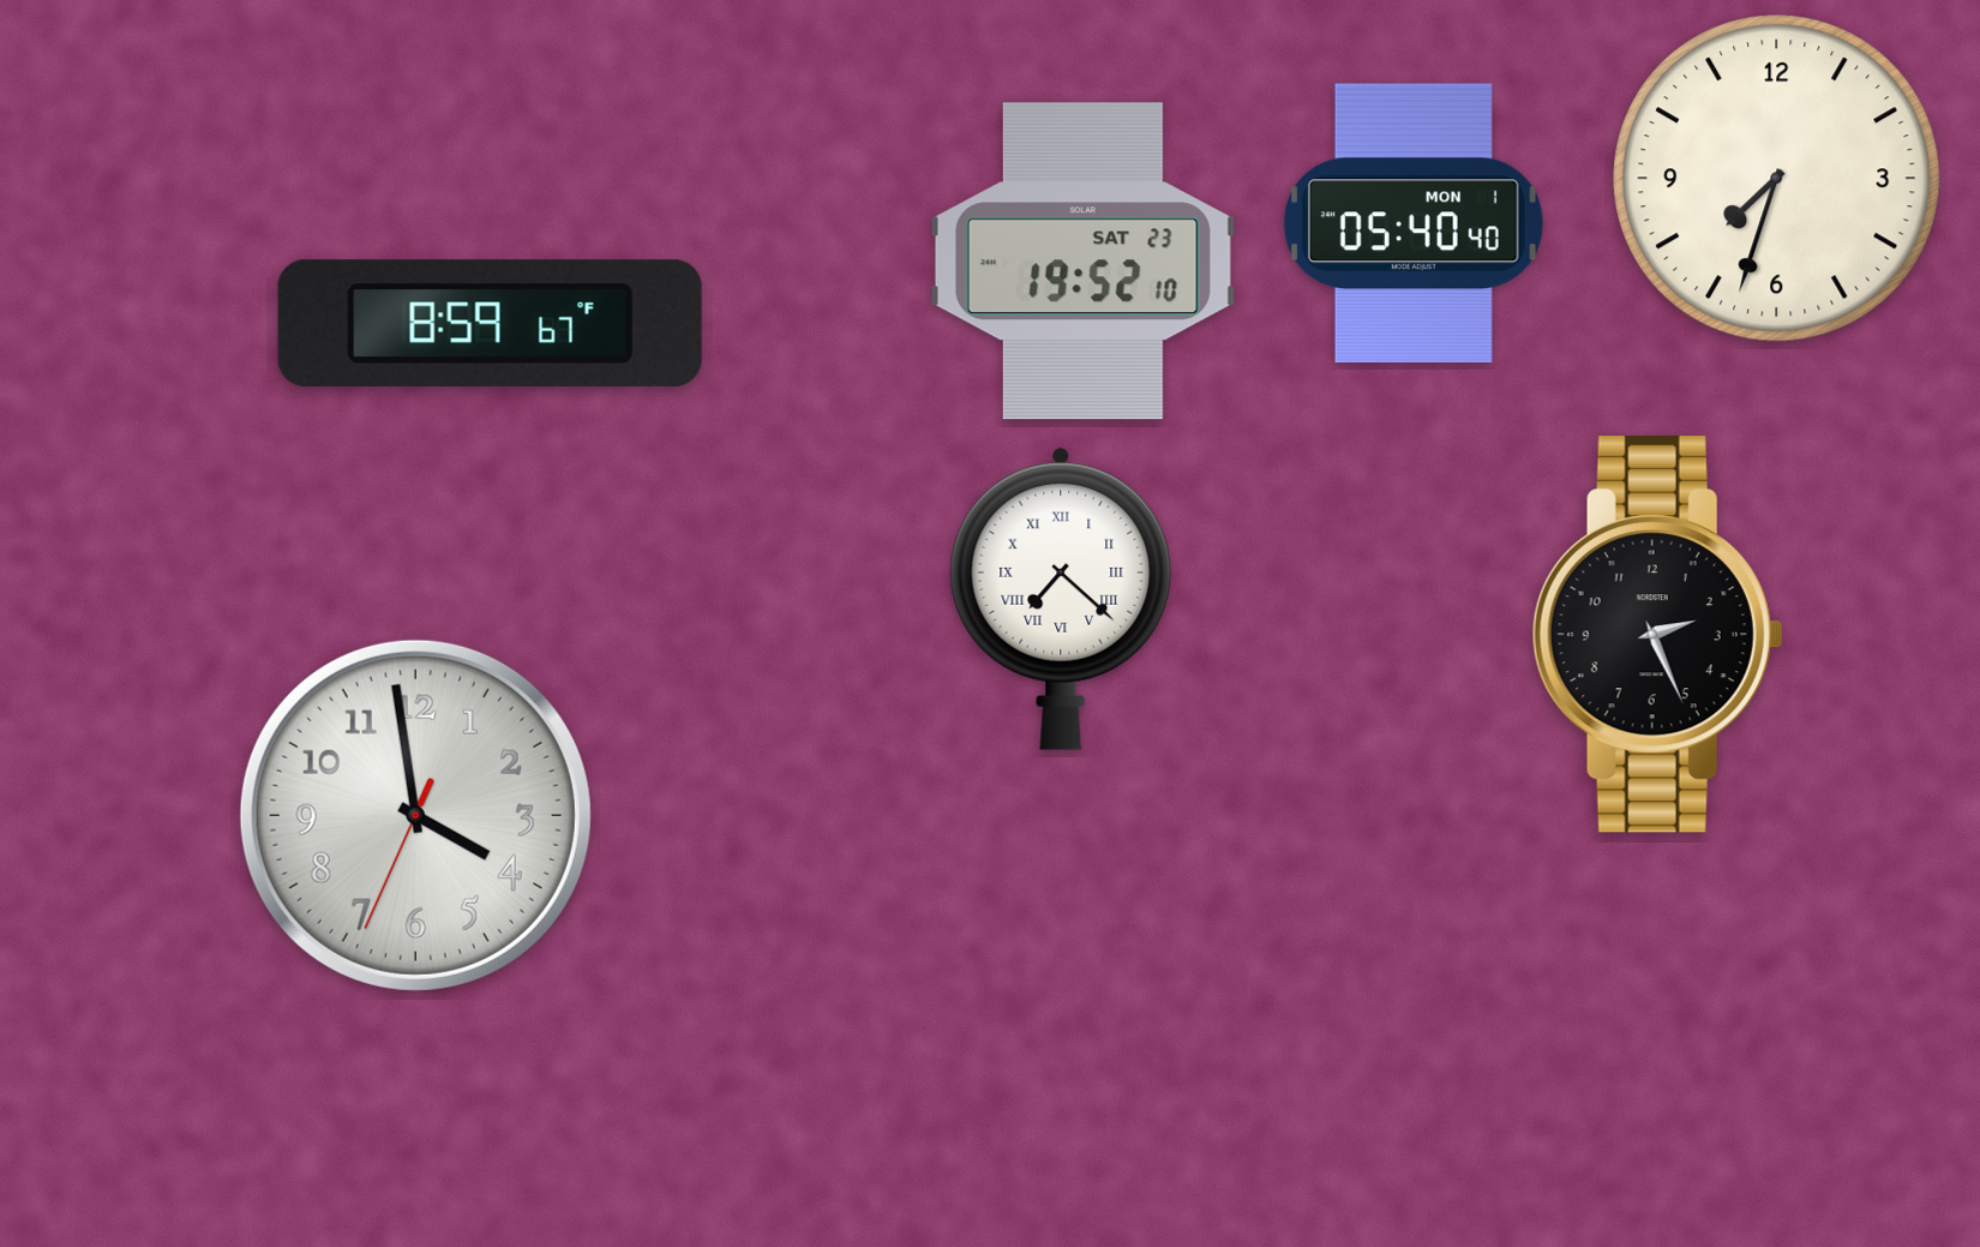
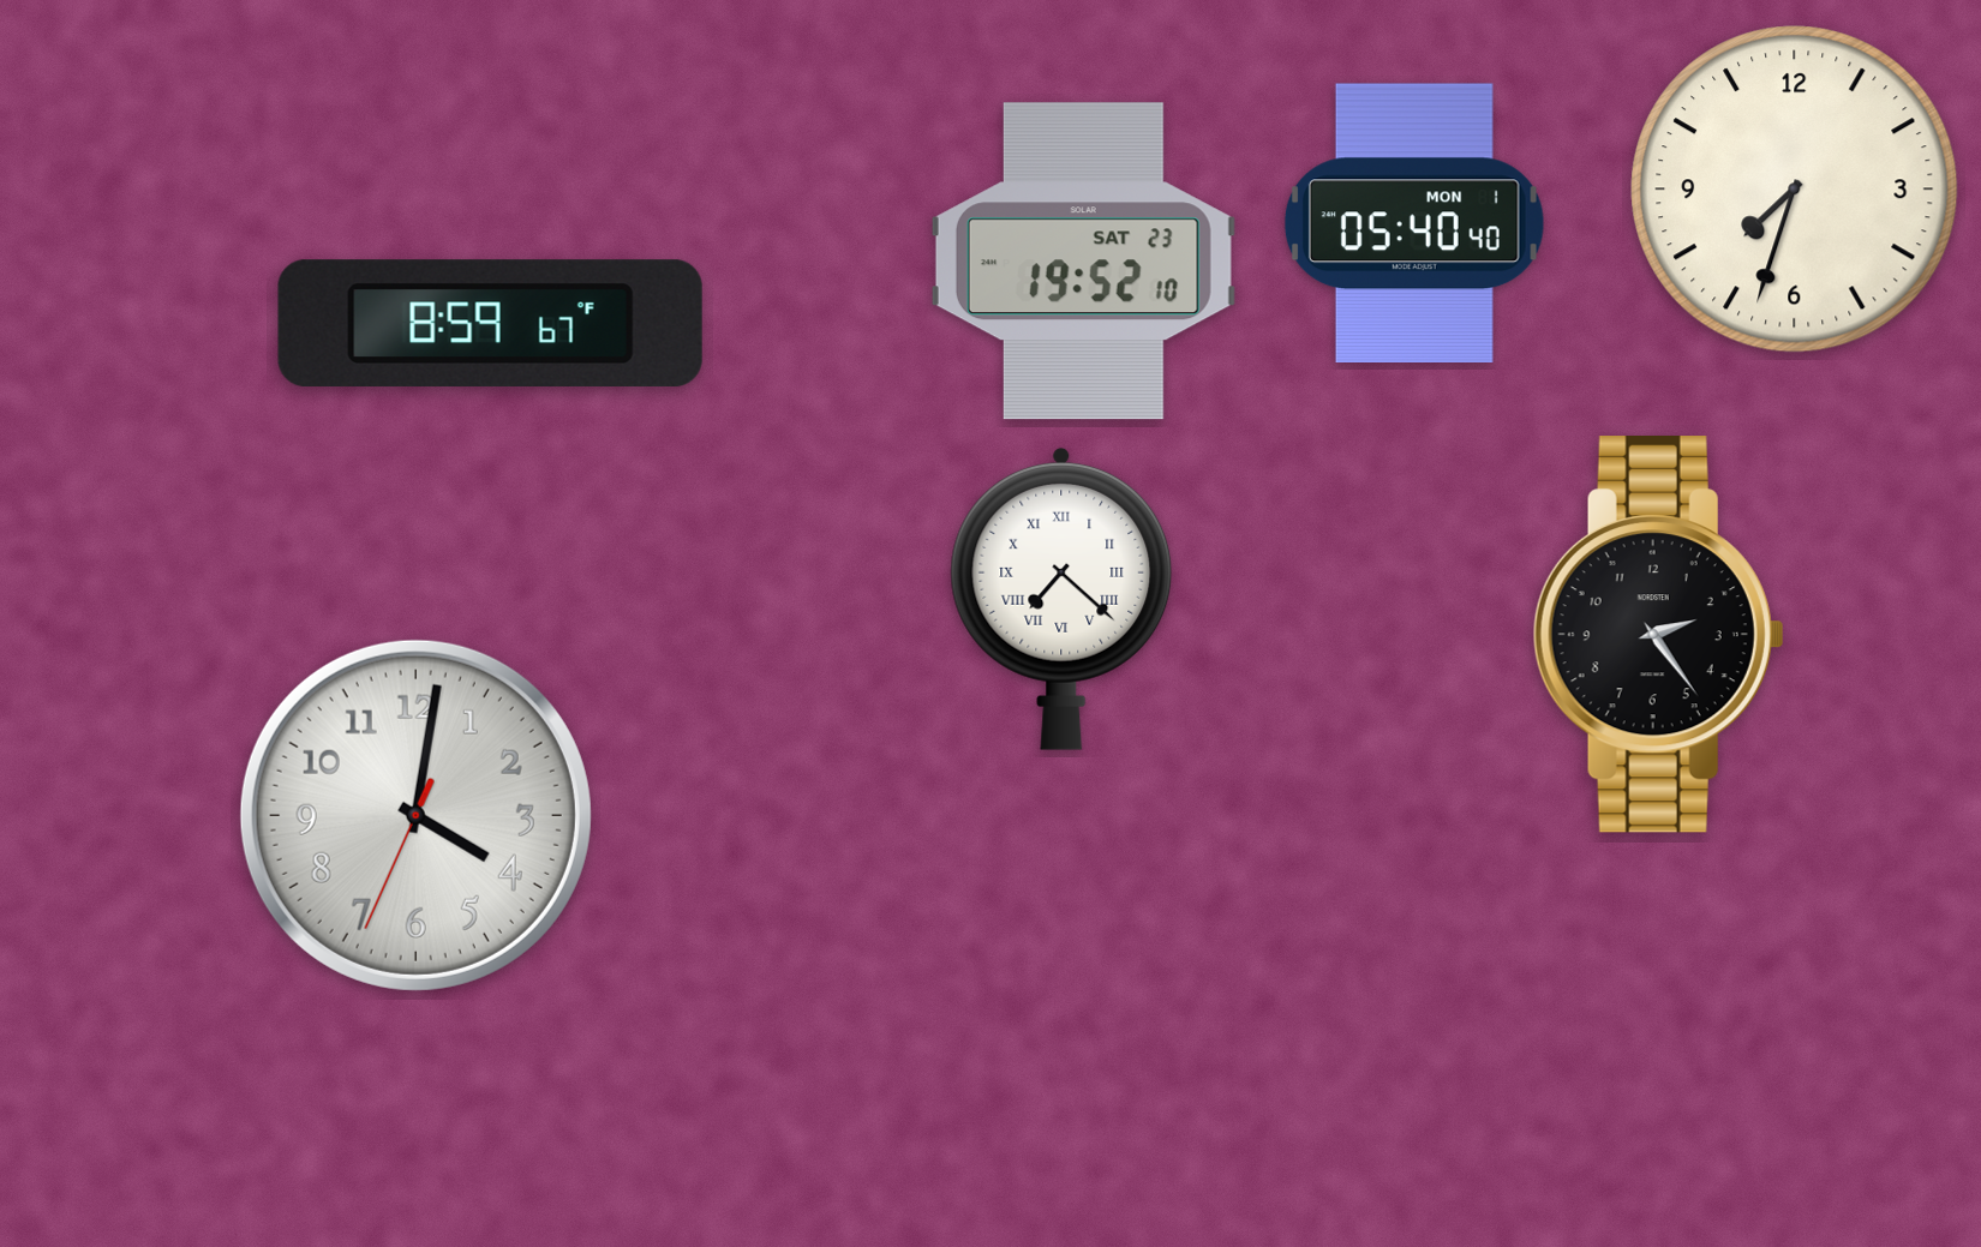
clock at (1777, 179) position: (1777, 179) -> (1795, 190)
clock at (1657, 635): 2:26 -> 2:24
clock at (415, 815): 3:58 -> 4:01
